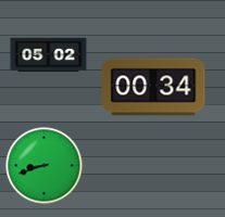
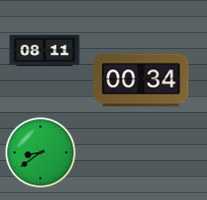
clock at (49, 55): 05:02 -> 08:11
clock at (45, 166): 8:42 -> 8:39
